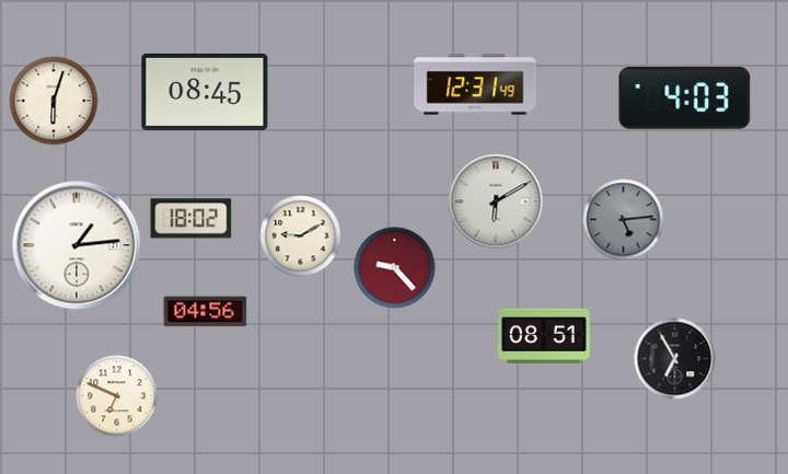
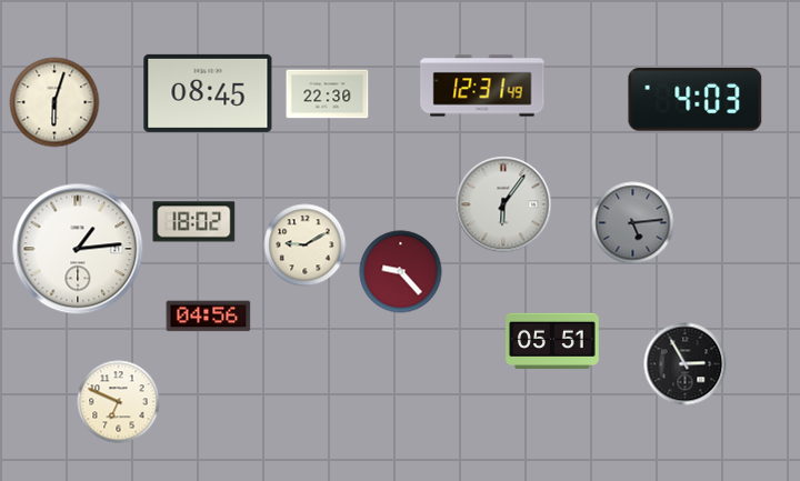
clock at (328, 94): none -> 22:30
clock at (496, 201): 6:10 -> 6:06
clock at (301, 236) position: (301, 236) -> (306, 245)
clock at (545, 336): 08:51 -> 05:51
clock at (675, 359): 6:55 -> 2:55
